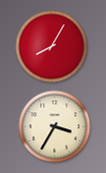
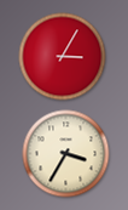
clock at (52, 47): 8:05 -> 3:05
